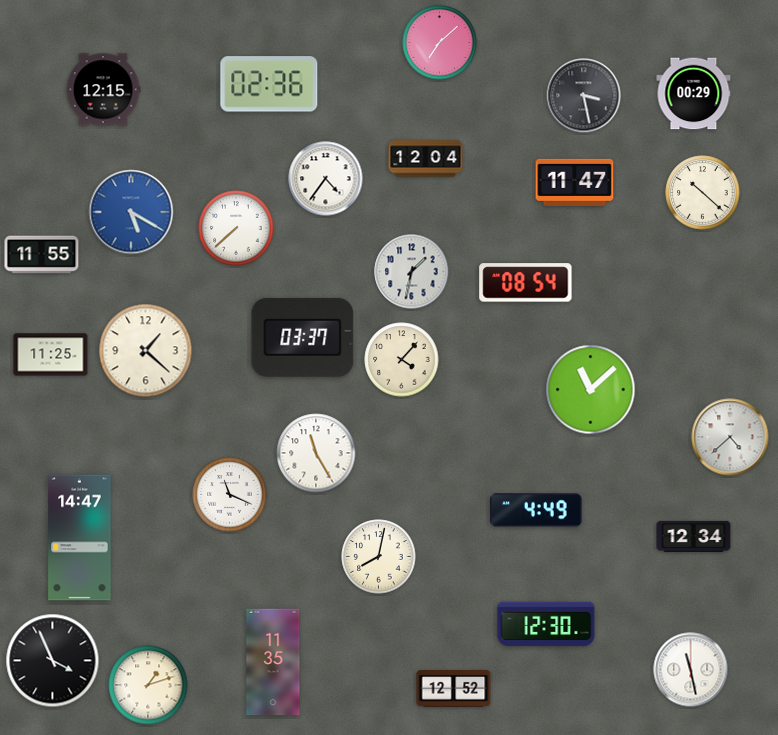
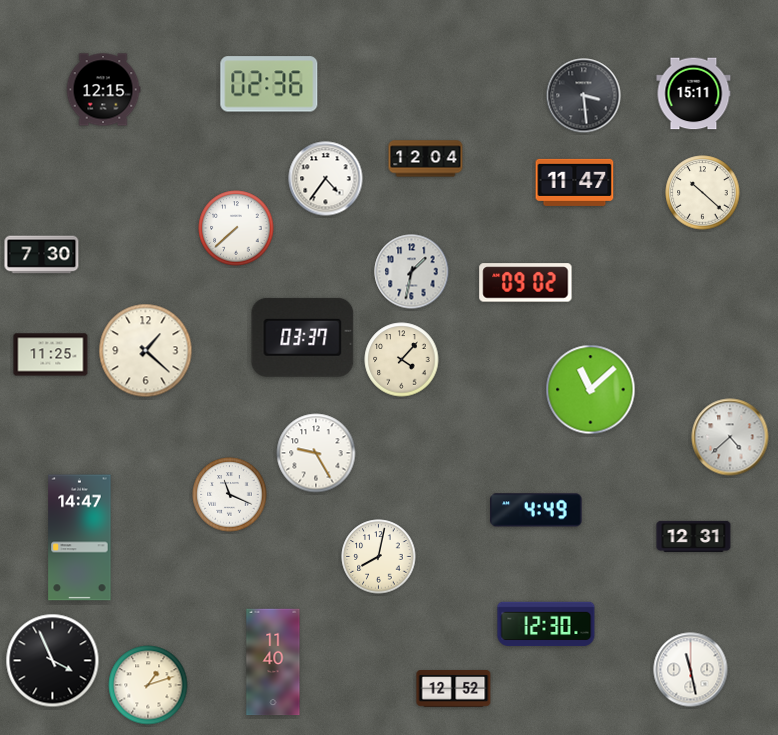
clock at (440, 43): 7:08 -> none
clock at (694, 94): 00:29 -> 15:11
clock at (584, 96): 3:28 -> 3:29
clock at (131, 212): 5:20 -> none
clock at (42, 255): 11:55 -> 7:30
clock at (526, 283): 08:54 -> 09:02
clock at (316, 453): 11:25 -> 9:25
clock at (694, 536): 12:34 -> 12:31
clock at (273, 662): 11:35 -> 11:40
